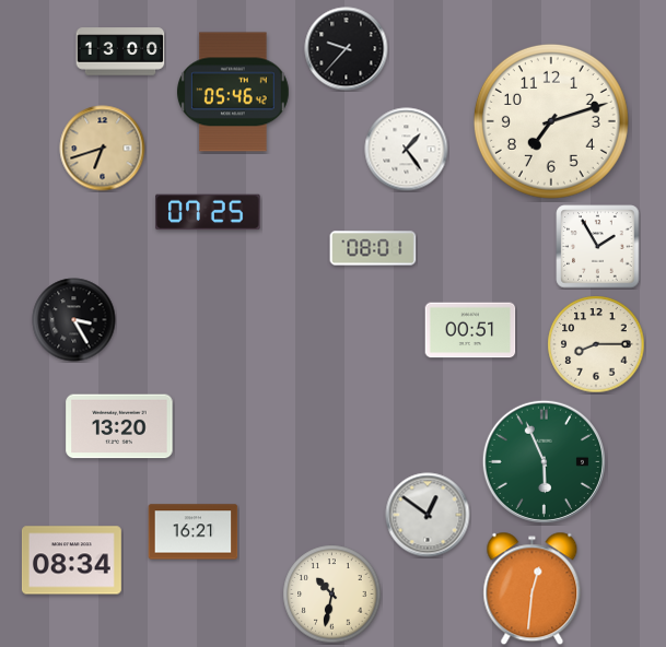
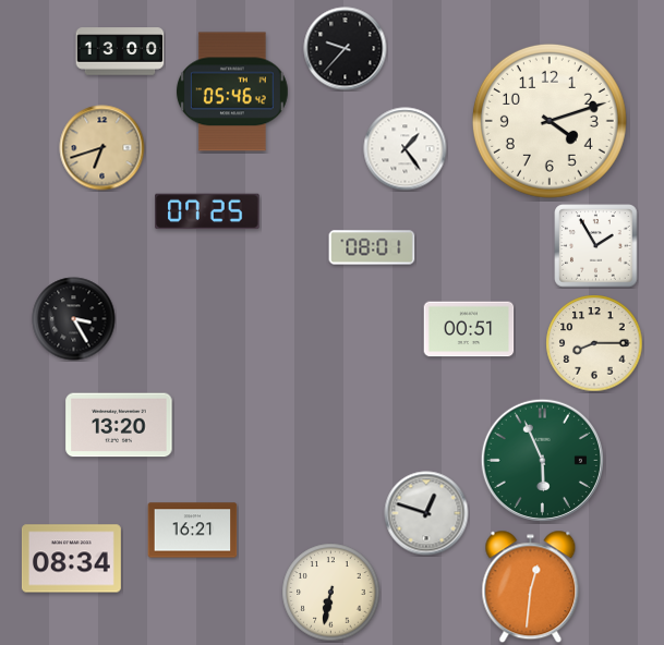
clock at (551, 121): 7:12 -> 4:12
clock at (428, 515): 12:51 -> 12:48
clock at (332, 595): 10:32 -> 6:32
